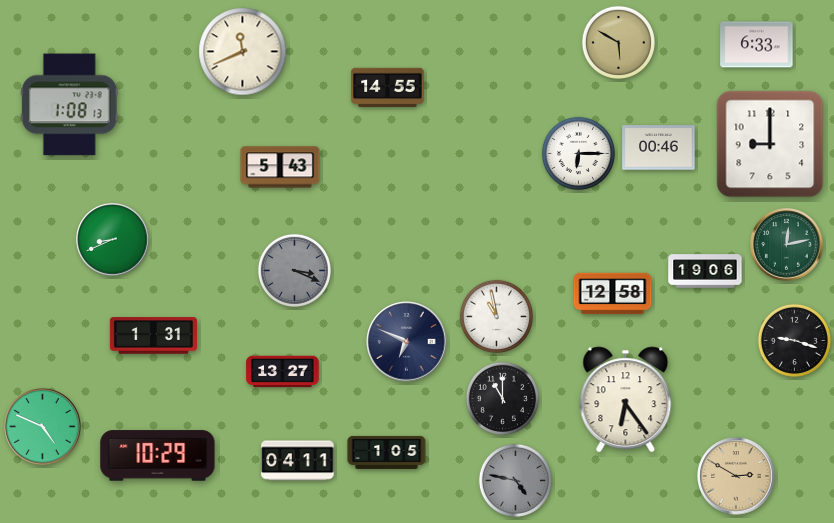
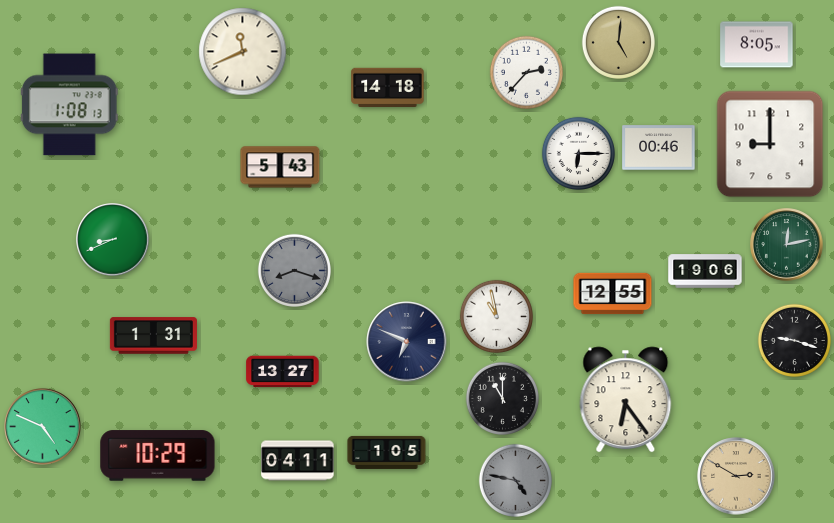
clock at (618, 42): 5:50 -> 5:01
clock at (757, 45): 6:33 -> 8:05
clock at (526, 72): none -> 2:37
clock at (388, 87): 14:55 -> 14:18
clock at (294, 270): 3:19 -> 8:18
clock at (613, 294): 12:58 -> 12:55
